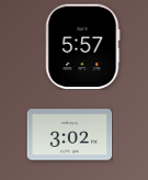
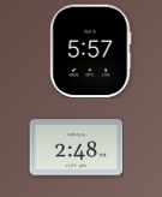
clock at (69, 135): 3:02 -> 2:48
